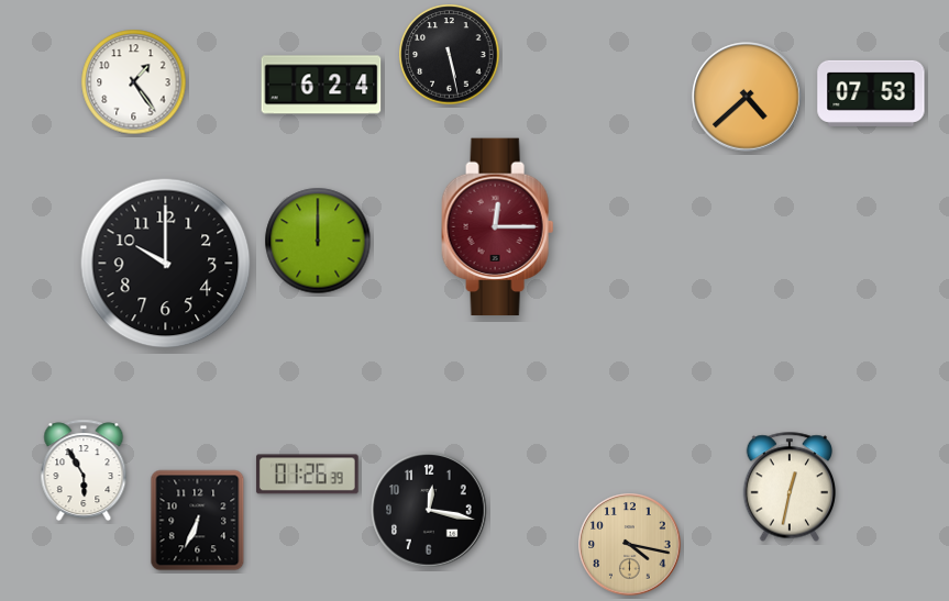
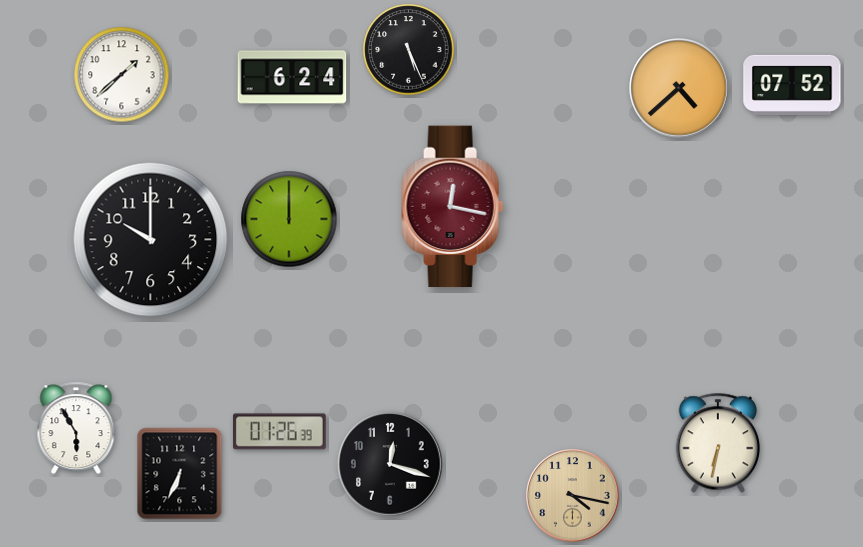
clock at (450, 55): 5:28 -> 5:26
clock at (134, 82): 1:24 -> 1:38
clock at (871, 93): 07:53 -> 07:52
clock at (498, 227): 12:15 -> 12:17
clock at (788, 487): 12:32 -> 6:32
clock at (429, 510): 12:17 -> 12:18
